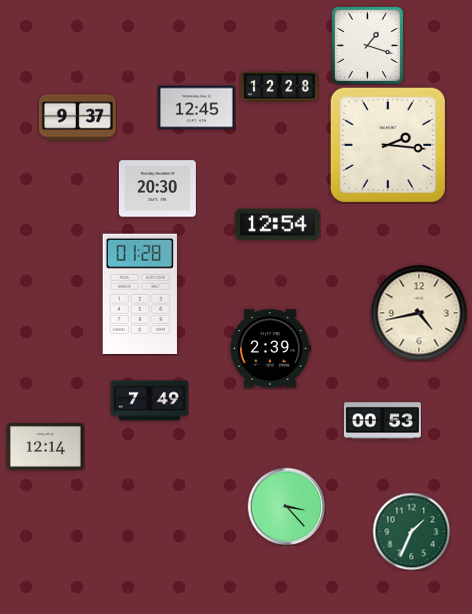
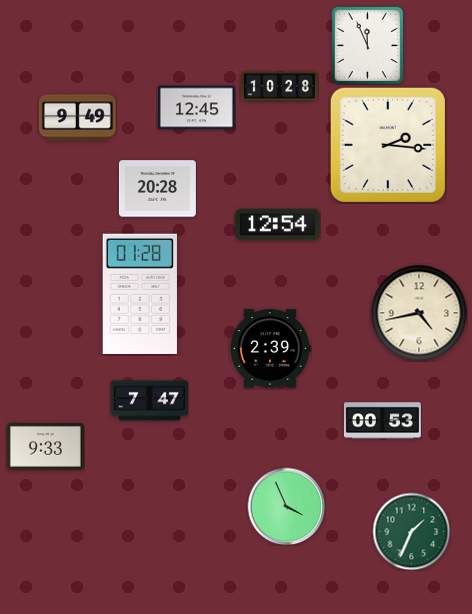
clock at (367, 45): 1:18 -> 11:56
clock at (279, 87): 12:28 -> 10:28
clock at (77, 118): 9:37 -> 9:49
clock at (157, 189): 20:30 -> 20:28
clock at (149, 401): 7:49 -> 7:47
clock at (45, 446): 12:14 -> 9:33
clock at (286, 506): 3:23 -> 3:56
